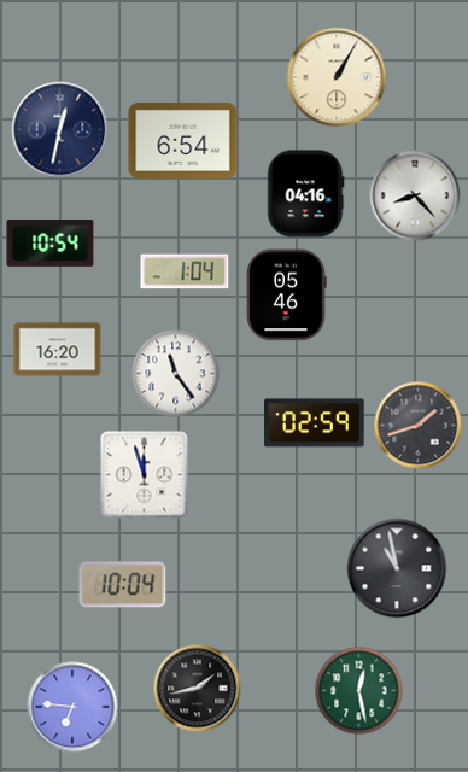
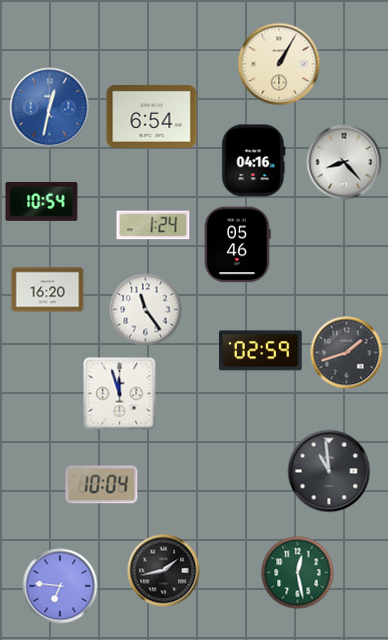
clock at (60, 130) dial: navy -> blue
clock at (185, 271): 1:04 -> 1:24
clock at (397, 568): 10:58 -> 10:59
